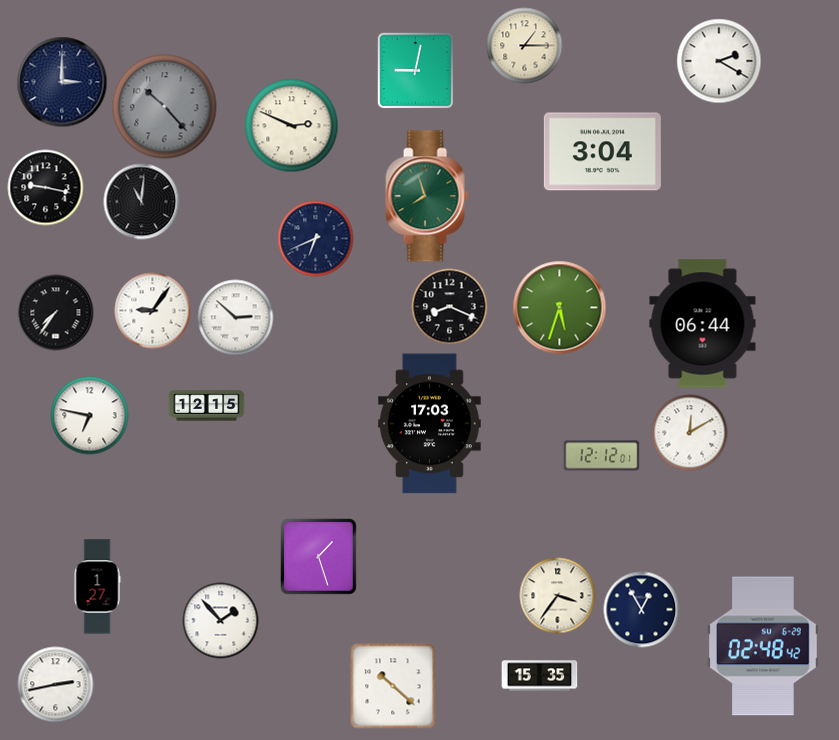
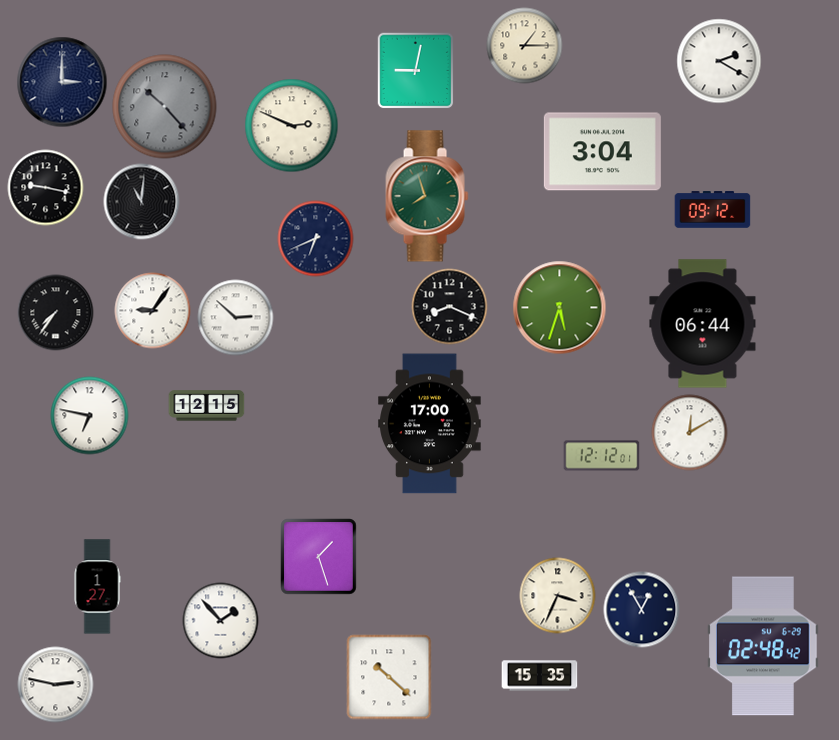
clock at (713, 210): none -> 09:12
clock at (430, 424): 17:03 -> 17:00
clock at (558, 596): 3:36 -> 3:34
clock at (56, 685): 2:43 -> 2:47
clock at (393, 686) position: (393, 686) -> (389, 677)
